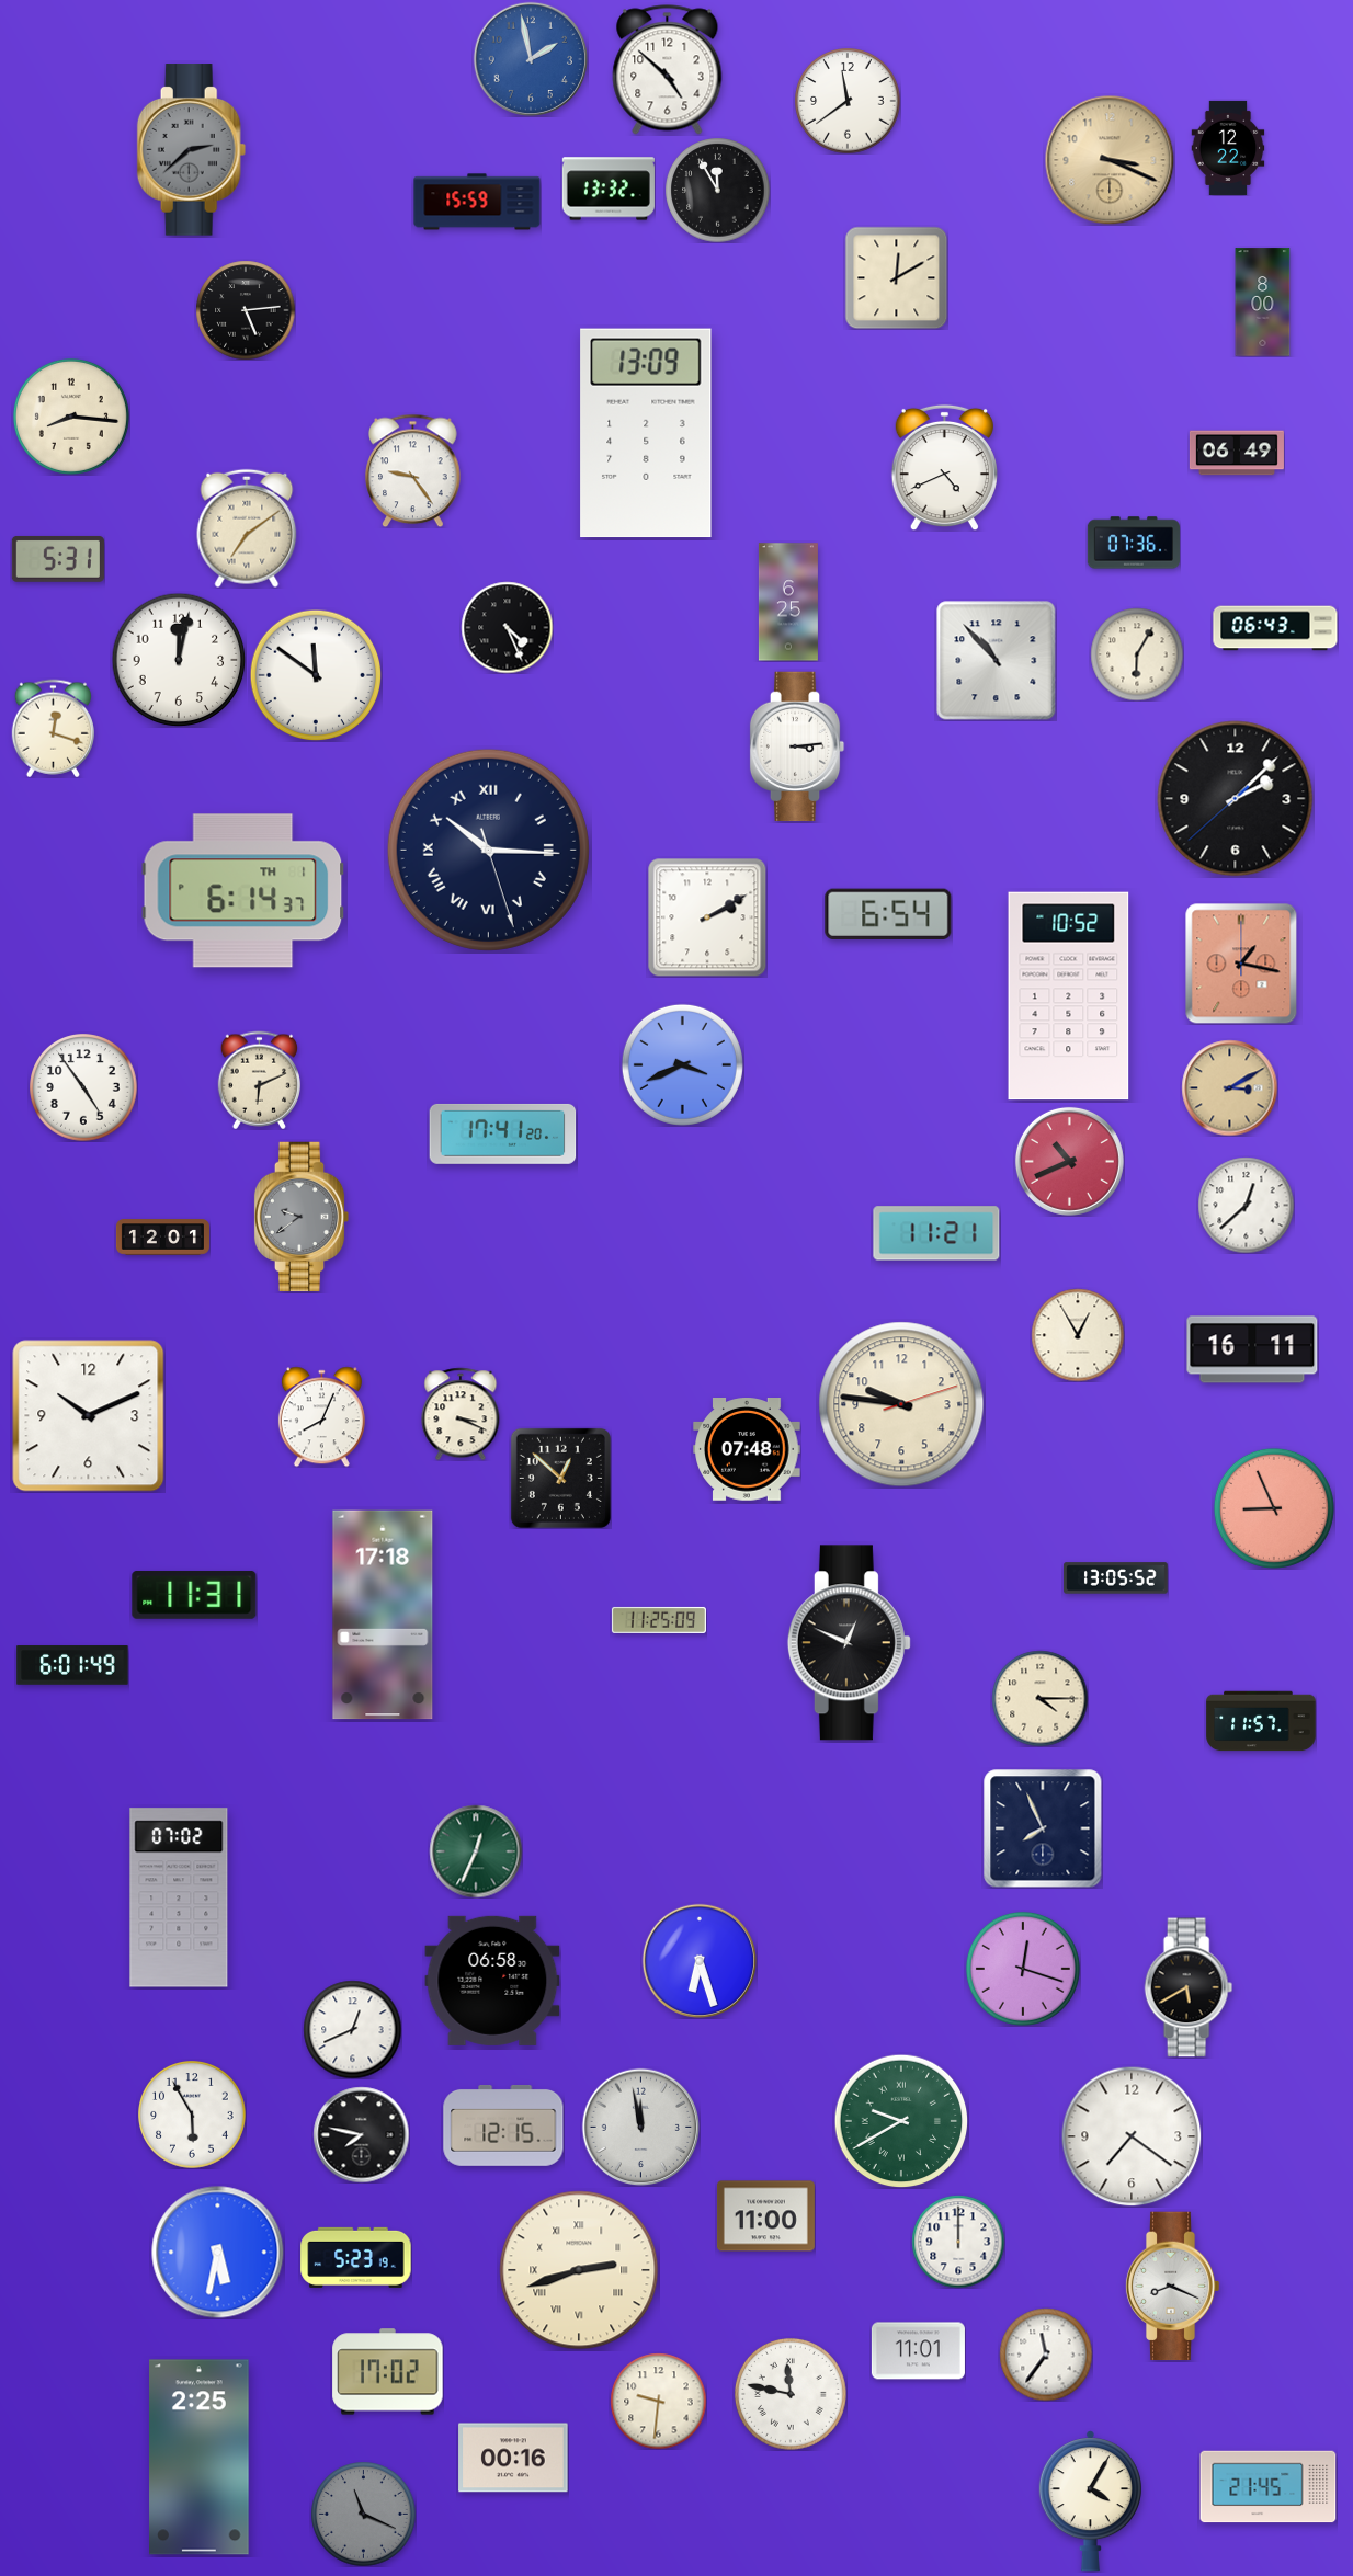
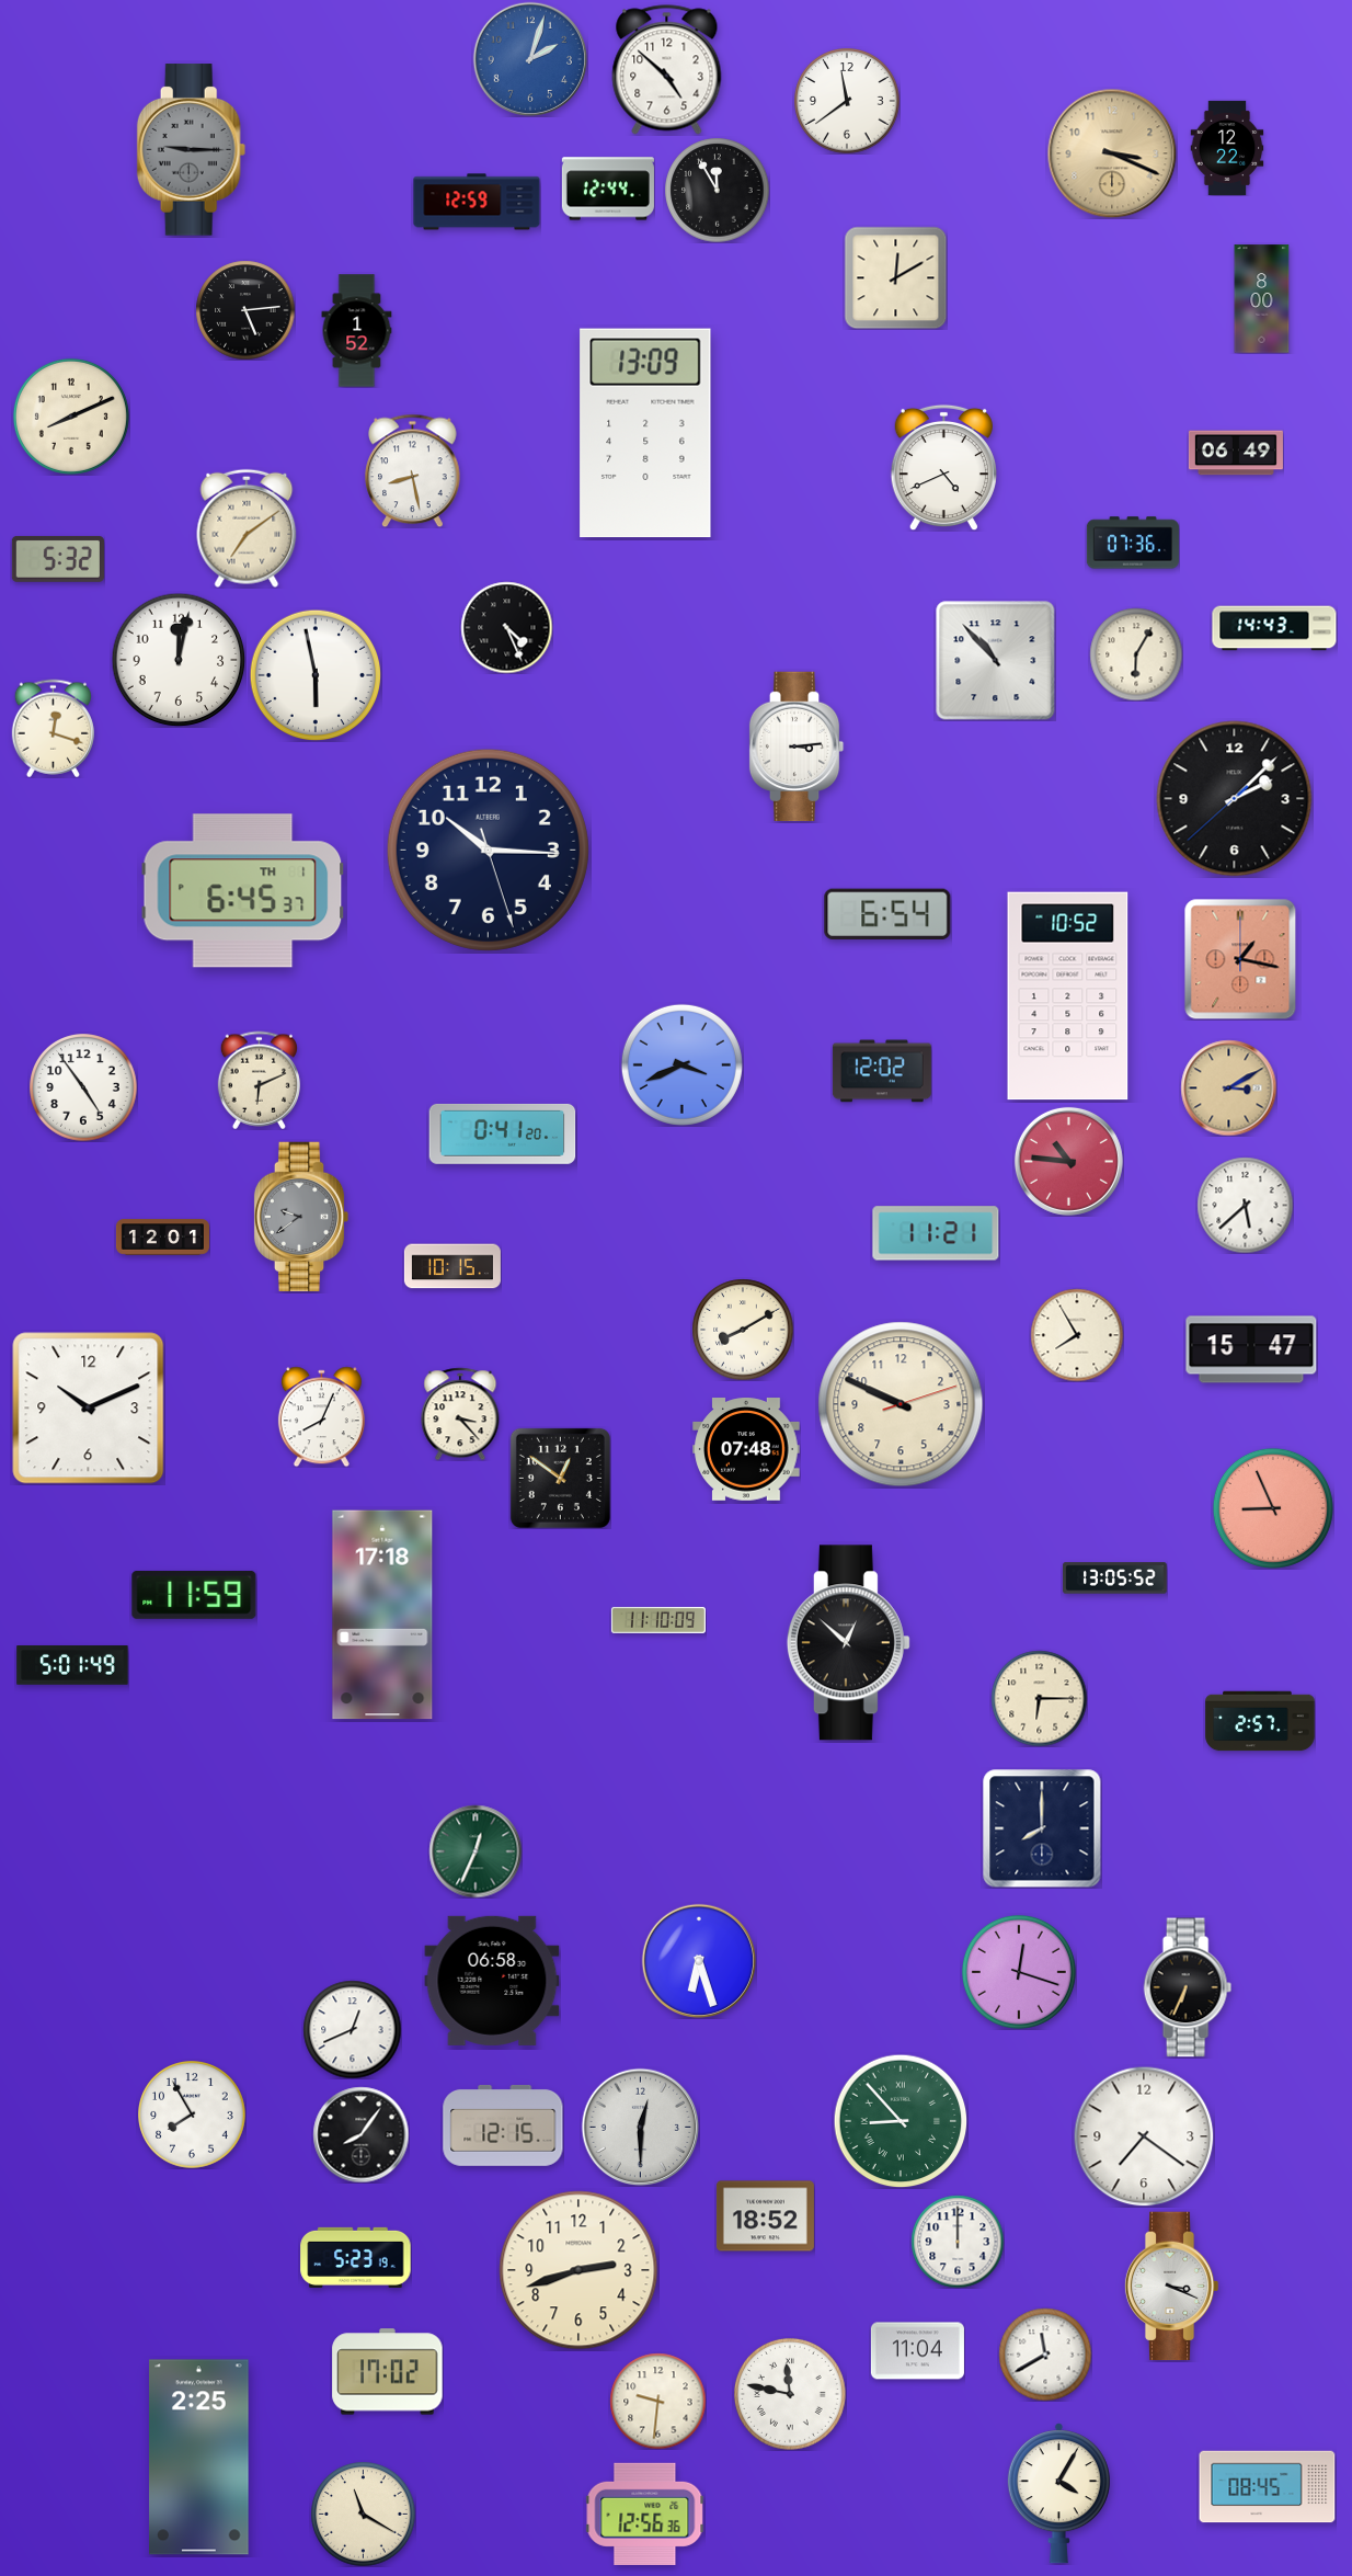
clock at (530, 58): 1:58 -> 2:03
clock at (192, 150): 2:38 -> 9:15
clock at (1110, 160) position: (1110, 160) -> (1112, 153)
clock at (609, 189): 13:32 -> 12:44
clock at (477, 202): 15:59 -> 12:59
clock at (1263, 303) position: (1263, 303) -> (1262, 299)
clock at (357, 331): none -> 1:52
clock at (71, 417): 8:16 -> 8:11
clock at (413, 470): 9:24 -> 8:28
clock at (58, 559): 5:31 -> 5:32
clock at (788, 602): 6:25 -> none
clock at (1275, 628): 06:43 -> 14:43
clock at (316, 675): 11:51 -> 5:58
clock at (488, 850) numerals: Roman -> Arabic
clock at (243, 891): 6:14 -> 6:45
clock at (707, 917): 2:10 -> none
clock at (1241, 964) position: (1241, 964) -> (1240, 959)
clock at (882, 1071): none -> 12:02
clock at (503, 1133): 17:41 -> 0:41
clock at (1069, 1161): 10:41 -> 10:46
clock at (1246, 1205): 12:38 -> 5:38
clock at (452, 1266): none -> 10:15
clock at (743, 1330): none -> 8:10
clock at (1078, 1335): 12:55 -> 7:55
clock at (1252, 1349): 16:11 -> 15:47
clock at (901, 1404): 9:46 -> 9:49
clock at (461, 1414): 3:19 -> 3:23
clock at (89, 1416) position: (89, 1416) -> (89, 1409)
clock at (560, 1478): 12:52 -> 12:51
clock at (194, 1595): 11:31 -> 11:59
clock at (659, 1620): 11:25 -> 11:10
clock at (849, 1643): 12:49 -> 12:52
clock at (72, 1665): 6:01 -> 5:01
clock at (1039, 1698): 4:15 -> 6:15
clock at (1261, 1721): 11:57 -> 2:57
clock at (1043, 1828): 7:56 -> 8:00
clock at (179, 1897): 07:02 -> none
clock at (1023, 1969) position: (1023, 1969) -> (1019, 1972)
clock at (1189, 1987): 5:40 -> 6:34
clock at (192, 2115): 5:55 -> 7:55
clock at (901, 2121): 9:40 -> 8:53
clock at (640, 2127): 11:58 -> 12:30
clock at (361, 2134): 7:47 -> 8:06
clock at (1132, 2136) position: (1132, 2136) -> (1144, 2136)
clock at (765, 2216): 11:00 -> 18:52
clock at (218, 2253): 5:32 -> none
clock at (579, 2270) numerals: Roman -> Arabic
clock at (1172, 2287): 8:19 -> 3:19
clock at (918, 2351): 11:01 -> 11:04
clock at (1046, 2355): 11:36 -> 11:40
clock at (513, 2458): 00:16 -> none
clock at (1269, 2487): 21:45 -> 08:45
clock at (1090, 2501) position: (1090, 2501) -> (1058, 2494)
clock at (363, 2514): 11:19 -> 11:20
clock at (363, 2514) dial: grey -> cream
clock at (644, 2514): none -> 12:56
